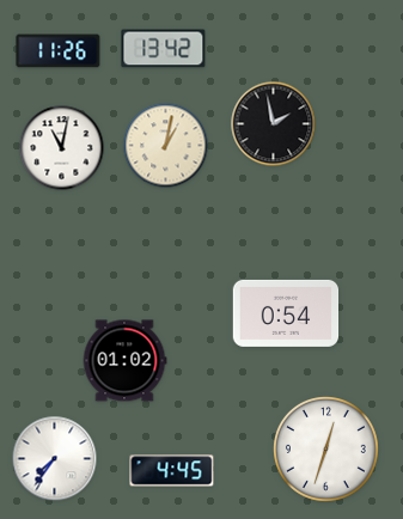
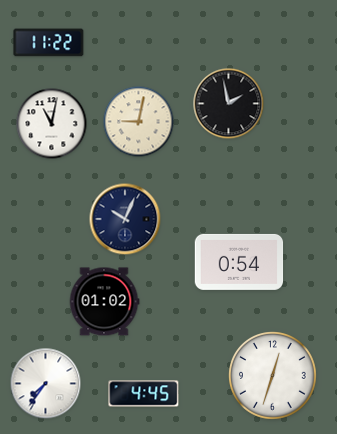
clock at (164, 49): 13:42 -> none
clock at (59, 51): 11:26 -> 11:22
clock at (166, 146): 1:02 -> 9:02
clock at (125, 219): none -> 10:04
